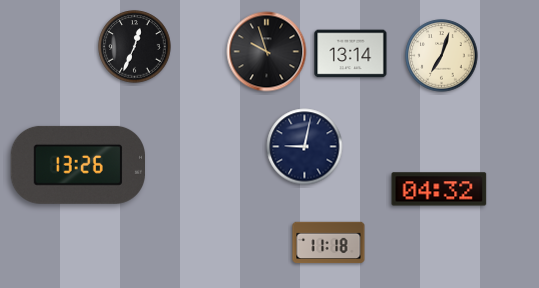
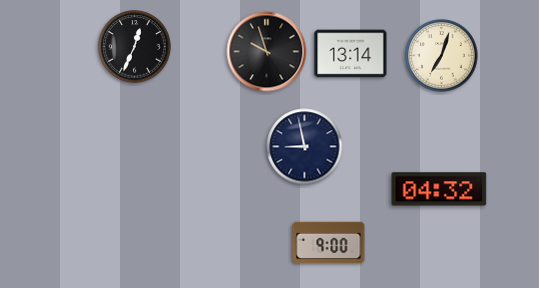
clock at (305, 147): 9:02 -> 8:58
clock at (77, 165): 13:26 -> none
clock at (329, 243): 11:18 -> 9:00
